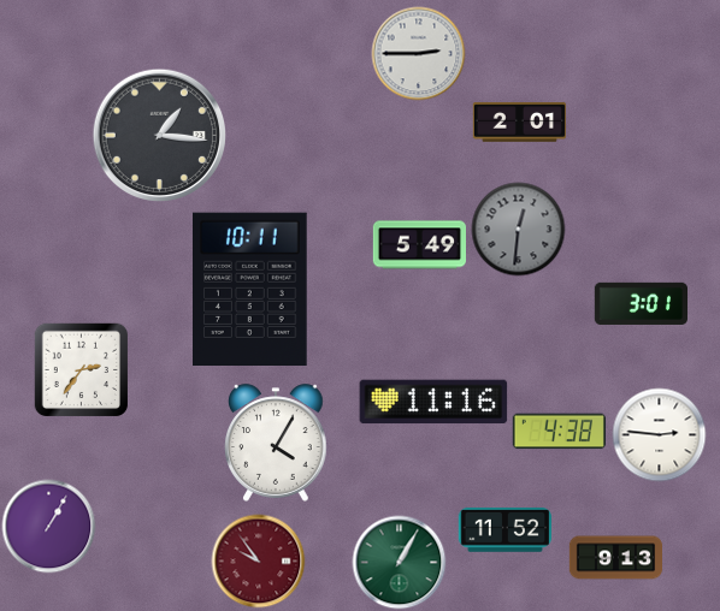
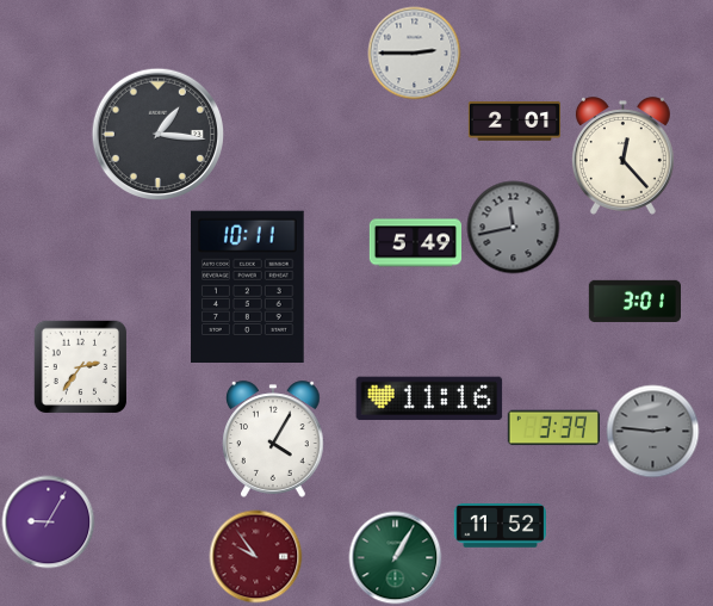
clock at (622, 156): none -> 12:23
clock at (518, 229): 12:31 -> 11:43
clock at (559, 432): 4:38 -> 3:39
clock at (659, 434) dial: white -> grey
clock at (48, 526): 1:05 -> 9:05
clock at (615, 558): 9:13 -> none
